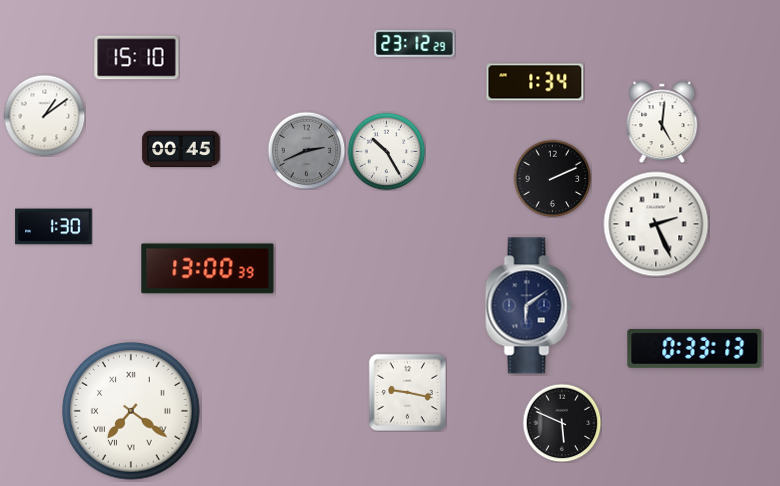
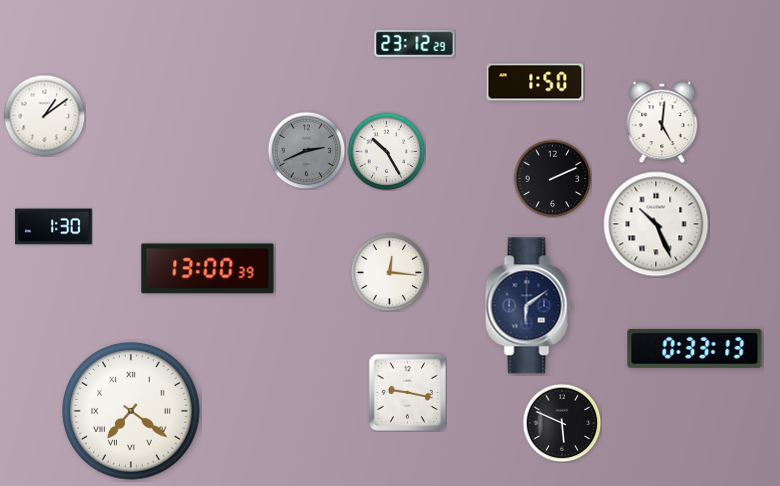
clock at (137, 58): 15:10 -> none
clock at (535, 82): 1:34 -> 1:50
clock at (181, 149): 00:45 -> none
clock at (656, 224): 2:26 -> 10:26
clock at (389, 272): none -> 12:16
